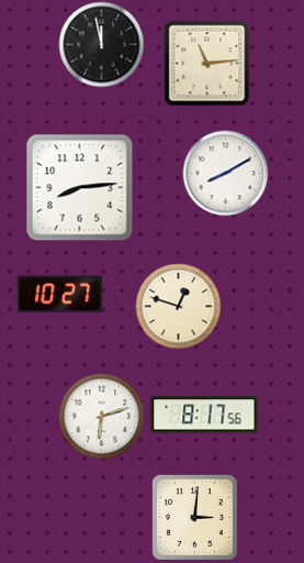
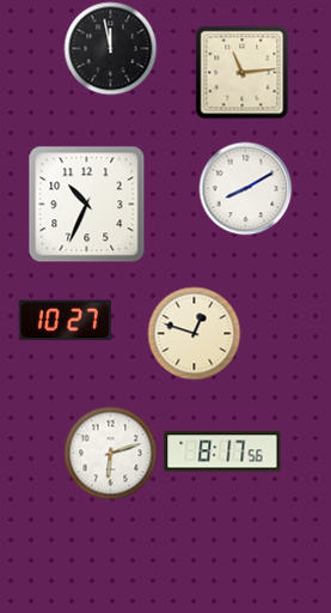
clock at (206, 63) position: (206, 63) -> (241, 72)
clock at (79, 187): 8:14 -> 10:34
clock at (194, 517): 3:01 -> none
